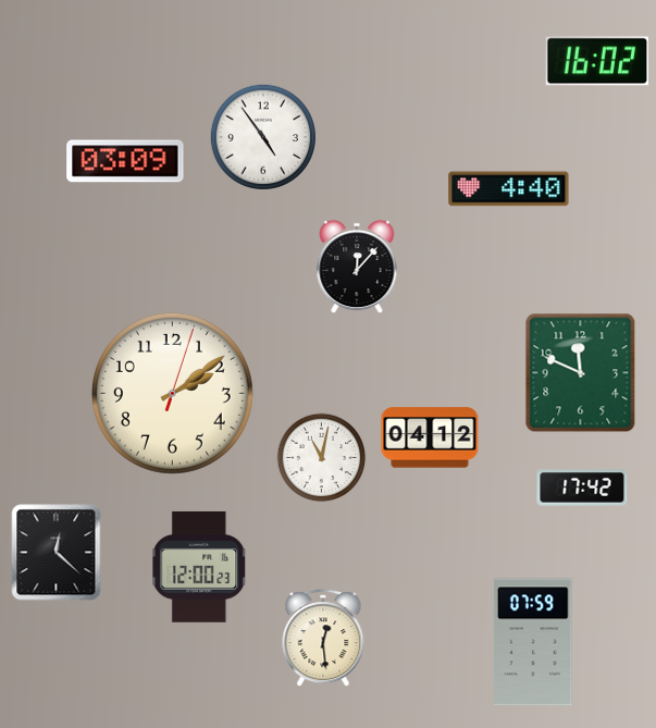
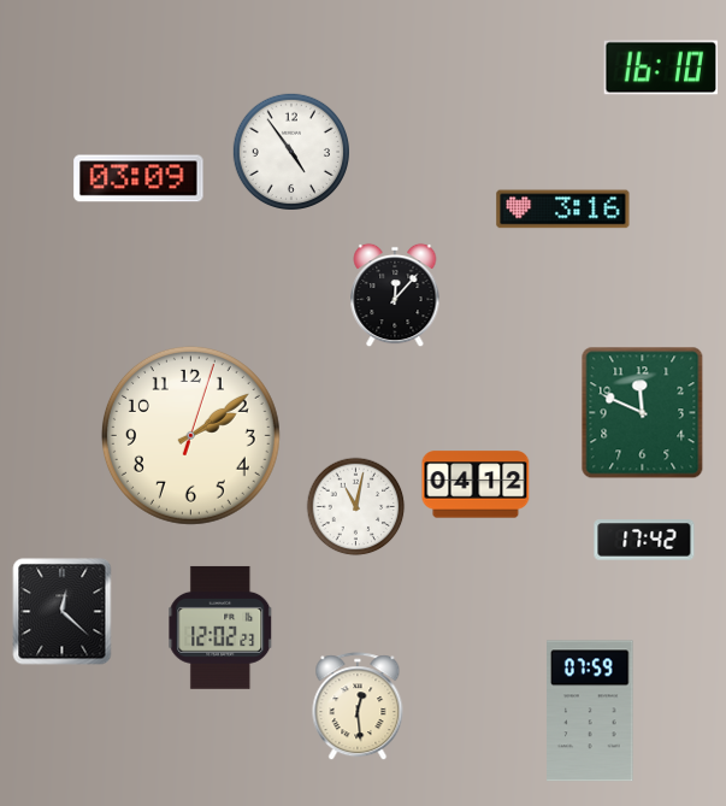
clock at (597, 61): 16:02 -> 16:10
clock at (509, 189): 4:40 -> 3:16
clock at (199, 567): 12:00 -> 12:02
